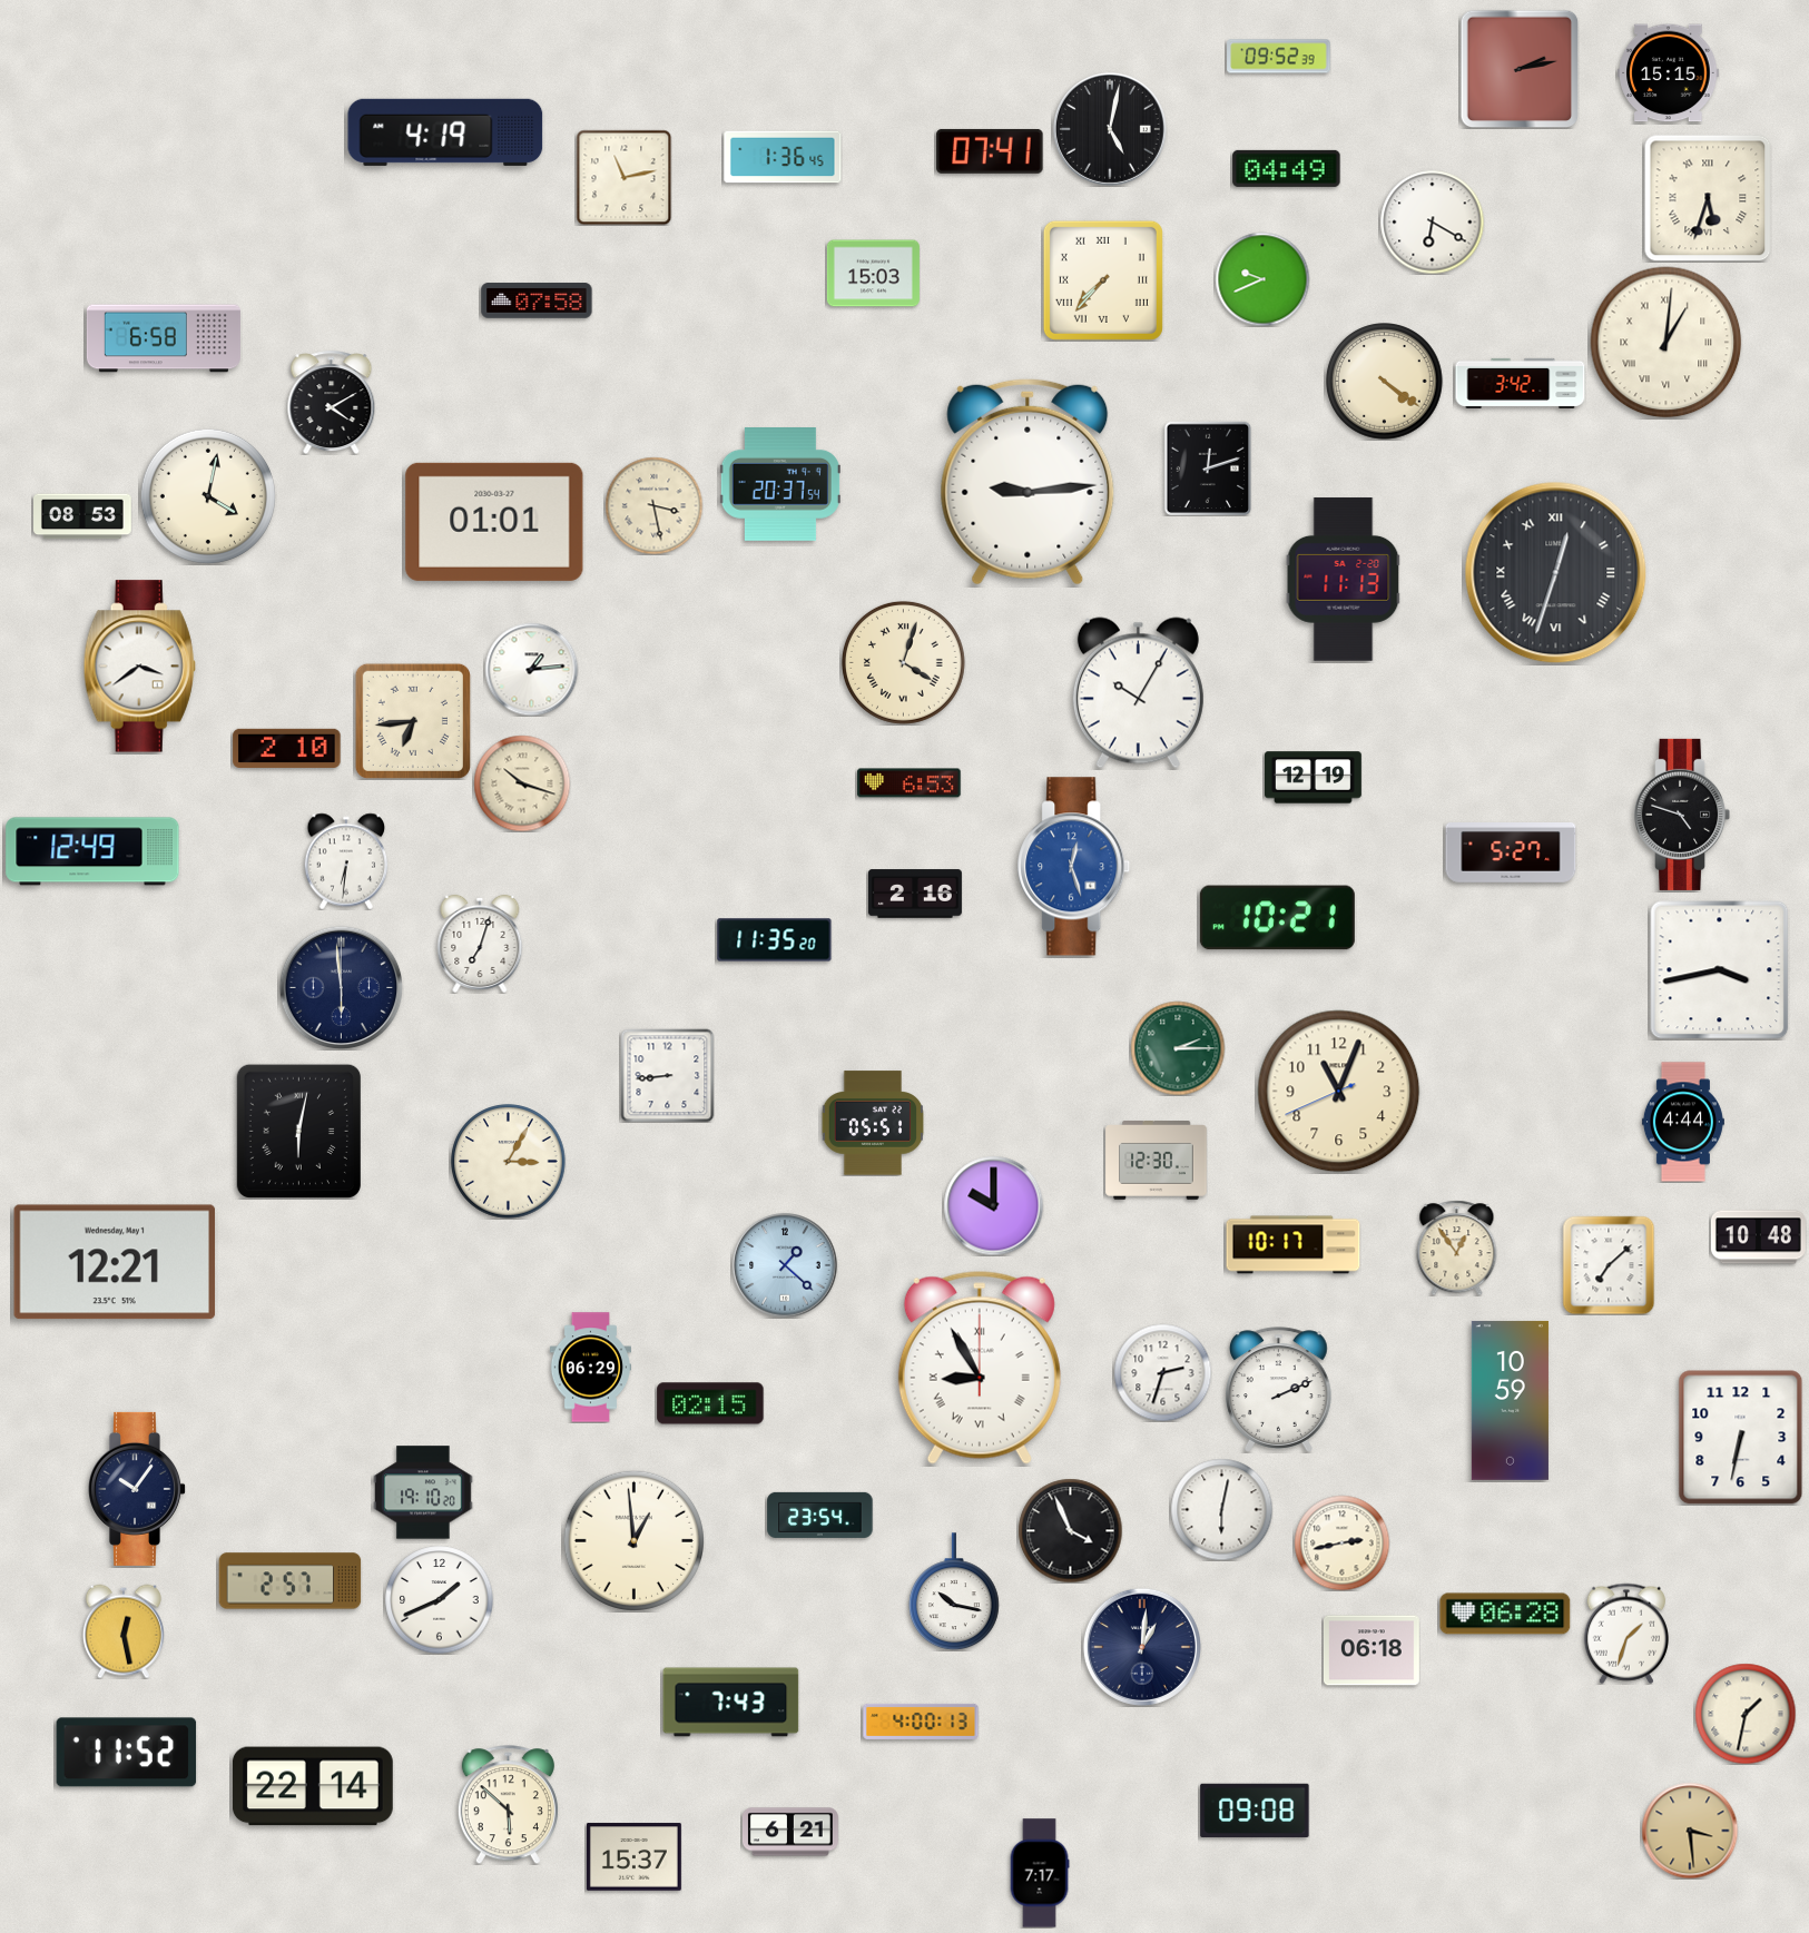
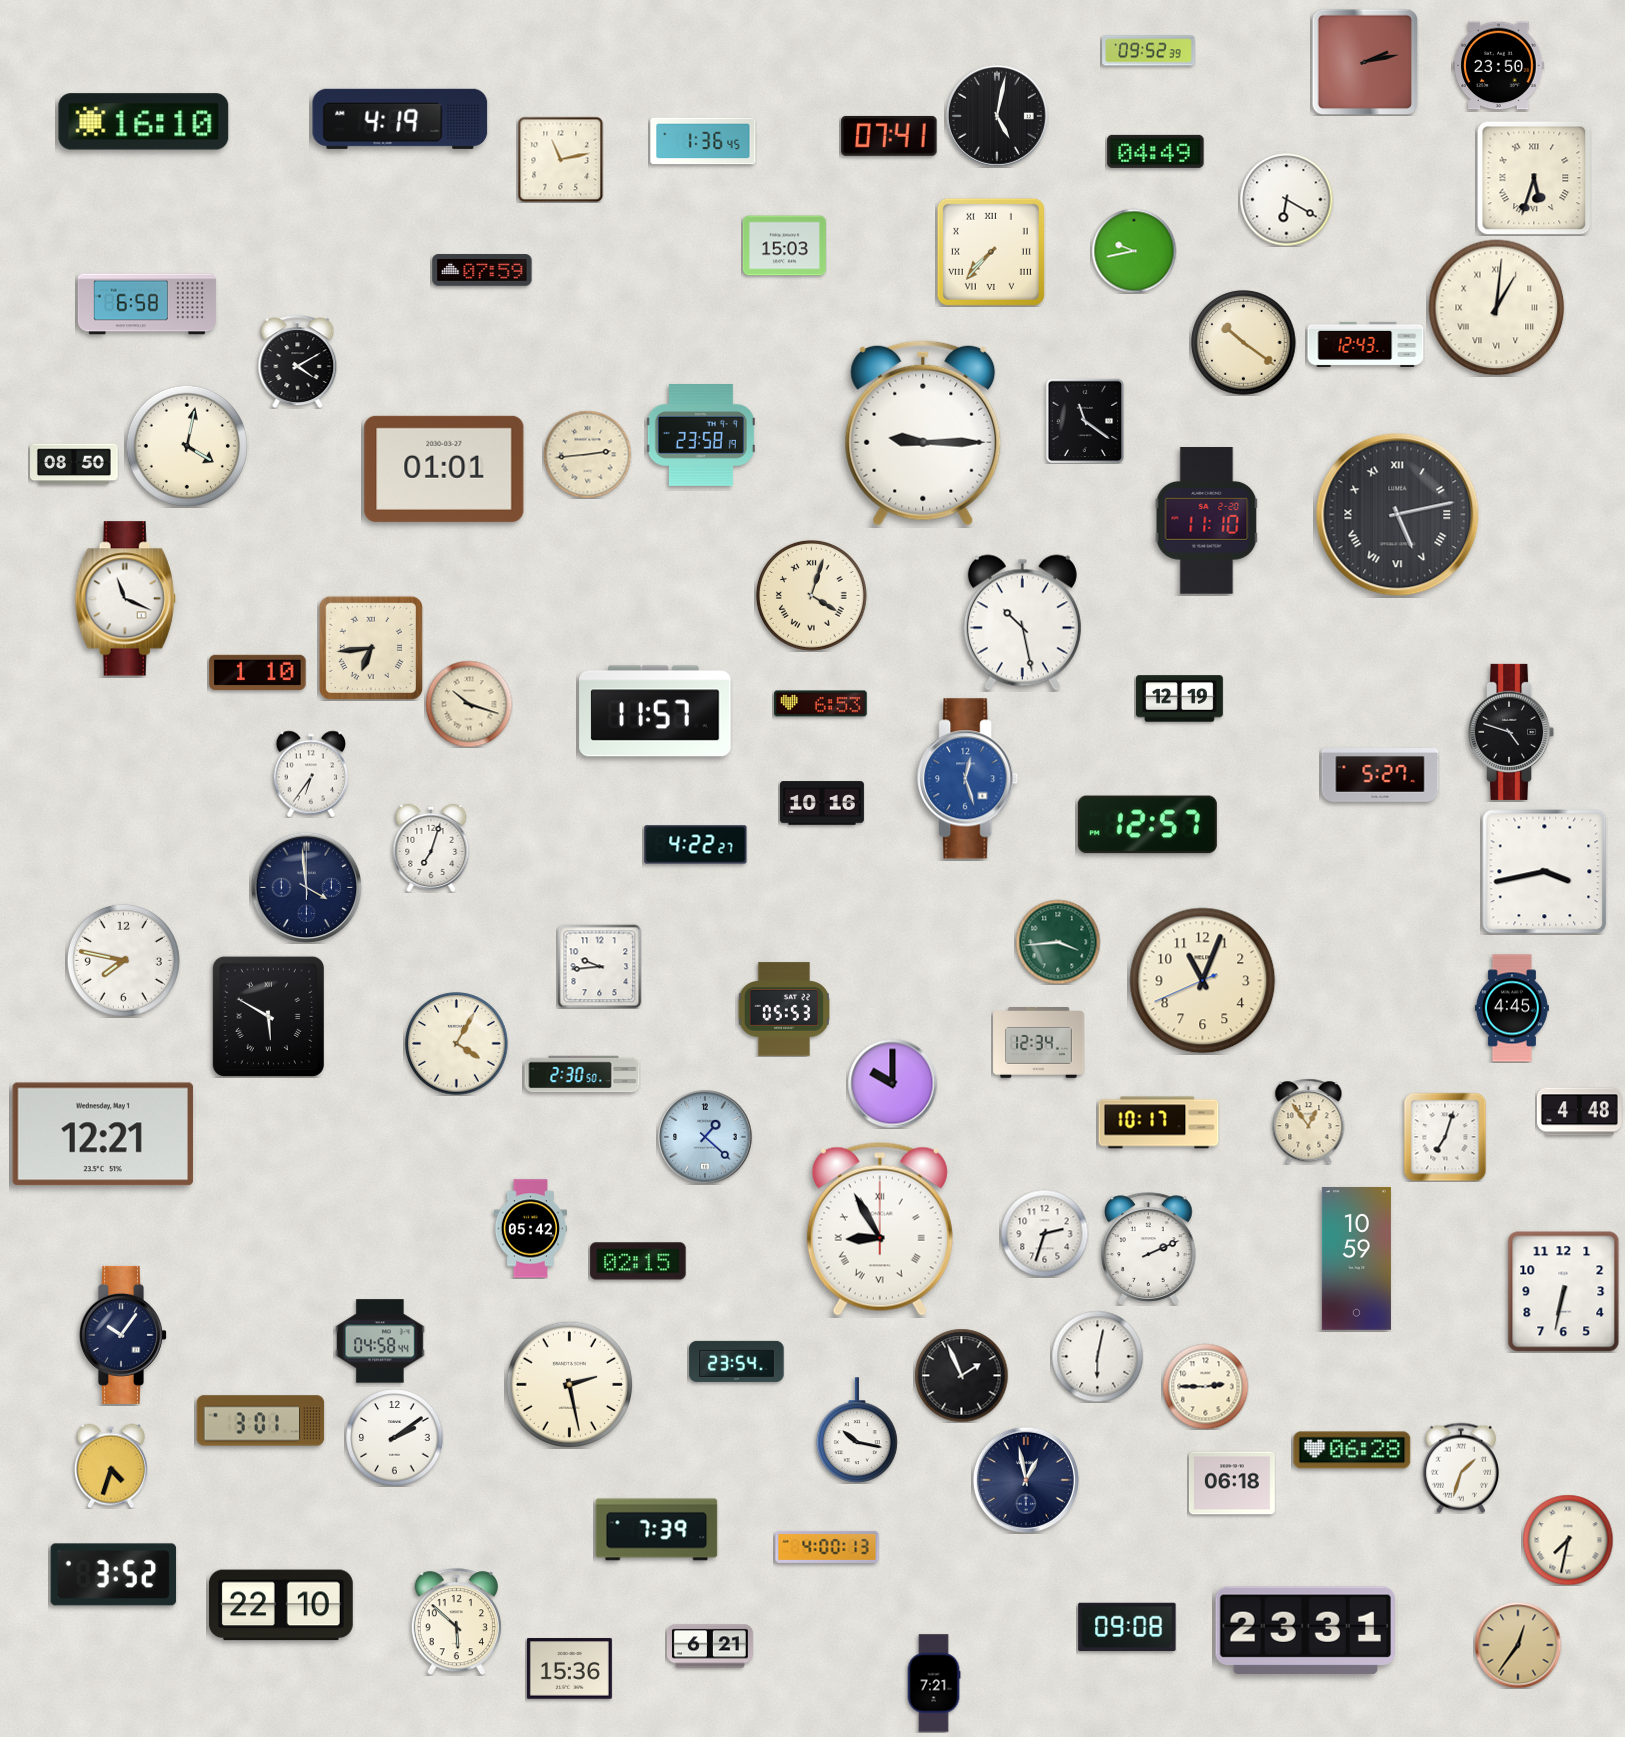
clock at (1669, 73): 15:15 -> 23:50
clock at (144, 122): none -> 16:10
clock at (1262, 279): 9:41 -> 9:43
clock at (537, 300): 07:58 -> 07:59
clock at (1385, 382): 4:21 -> 10:21
clock at (1521, 383): 3:42 -> 12:43
clock at (1208, 469): 12:12 -> 11:21
clock at (1028, 482): 9:14 -> 9:15
clock at (780, 485): 20:37 -> 23:58
clock at (653, 505): 3:28 -> 2:44
clock at (83, 516): 08:53 -> 08:50
clock at (1556, 573): 12:33 -> 5:13
clock at (1344, 580): 11:13 -> 11:10
clock at (139, 667): 3:39 -> 11:19
clock at (531, 669): 1:14 -> none
clock at (1138, 693): 10:05 -> 10:28
clock at (287, 748): 2:10 -> 1:10
clock at (910, 783) position: (910, 783) -> (821, 704)
clock at (655, 711): none -> 11:57
clock at (92, 851): 12:49 -> none
clock at (1511, 854) position: (1511, 854) -> (1380, 776)
clock at (346, 861): 6:31 -> 6:36
clock at (1074, 867) position: (1074, 867) -> (968, 779)
clock at (915, 894): 2:16 -> 10:16
clock at (1277, 918): 10:21 -> 12:57
clock at (775, 940): 11:35 -> 4:22
clock at (341, 987): 5:59 -> 3:59
clock at (1178, 1048): 2:15 -> 3:44
clock at (123, 960): none -> 7:47
clock at (667, 1075): 8:44 -> 9:44
clock at (1683, 1122): 4:44 -> 4:45
clock at (873, 1123): 05:51 -> 05:53
clock at (298, 1131): 6:02 -> 5:50
clock at (1157, 1161): 12:30 -> 12:34
clock at (509, 1162): 3:05 -> 4:05
clock at (582, 1074): none -> 2:30
clock at (1758, 1237): 10:48 -> 4:48
clock at (1294, 1245) position: (1294, 1245) -> (1159, 1123)
clock at (1609, 1265): 7:08 -> 7:03
clock at (590, 1368): 06:29 -> 05:42
clock at (137, 1489) position: (137, 1489) -> (123, 1335)
clock at (423, 1492): 19:10 -> 04:58
clock at (1070, 1530): 3:56 -> 1:56
clock at (633, 1540): 12:59 -> 2:28
clock at (1341, 1542): 2:43 -> 2:45
clock at (291, 1581): 2:57 -> 3:01
clock at (440, 1600): 1:41 -> 2:09
clock at (124, 1631): 12:28 -> 4:33
clock at (1142, 1647): 1:01 -> 12:58
clock at (731, 1703): 7:43 -> 7:39
clock at (1746, 1714): 1:32 -> 7:32
clock at (127, 1753): 11:52 -> 3:52
clock at (313, 1786): 22:14 -> 22:10
clock at (1306, 1630): none -> 23:31
clock at (1690, 1831): 3:29 -> 12:36
clock at (633, 1857): 15:37 -> 15:36
clock at (1040, 1873): 7:17 -> 7:21
